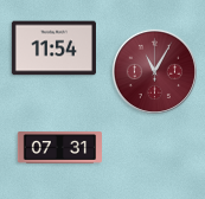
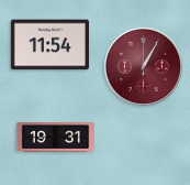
clock at (154, 71): 11:05 -> 1:05
clock at (59, 148): 07:31 -> 19:31
